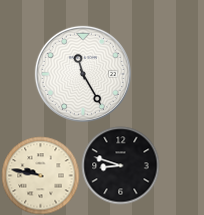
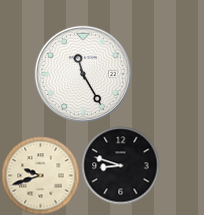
clock at (40, 175): 9:47 -> 9:42
